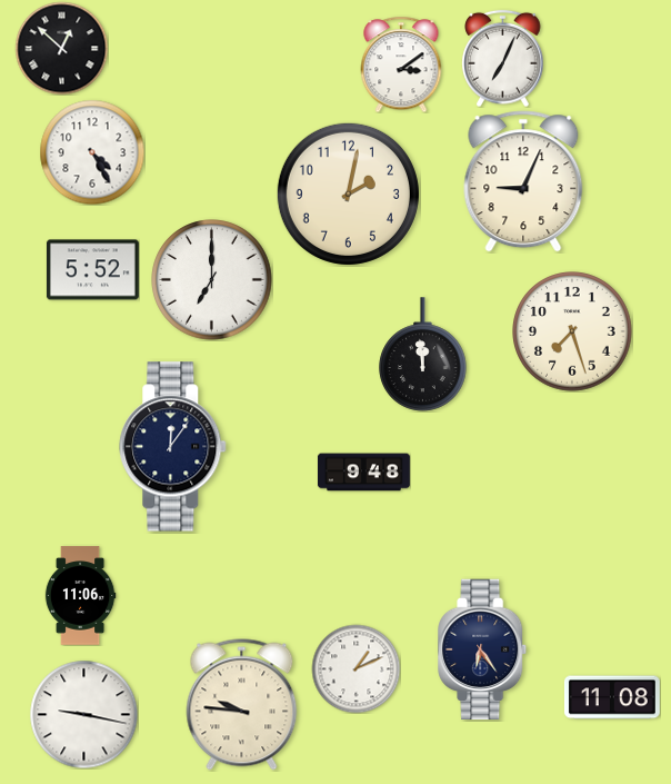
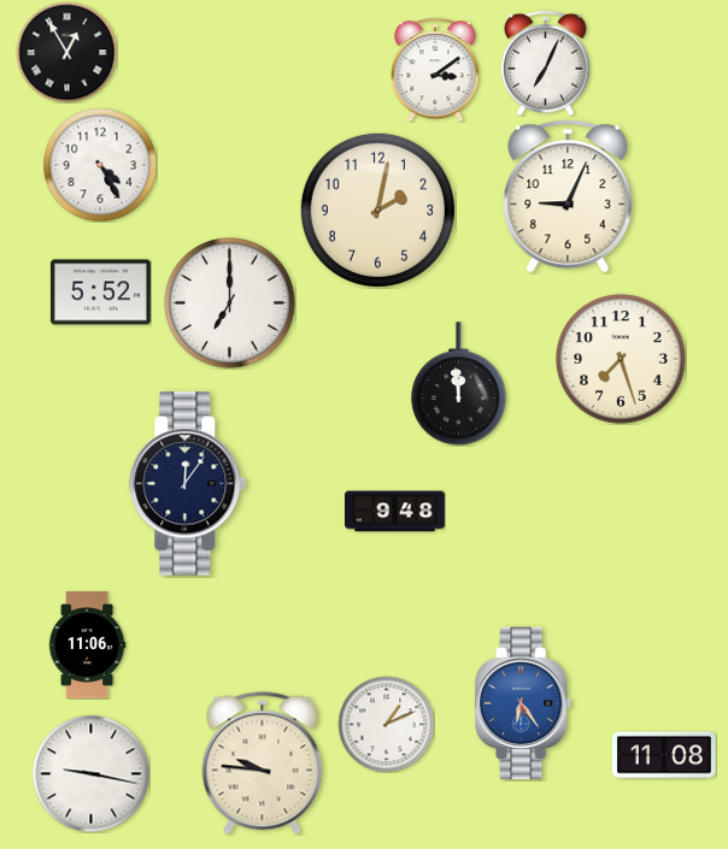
clock at (61, 48): 12:52 -> 12:55
clock at (483, 649) dial: navy -> blue
